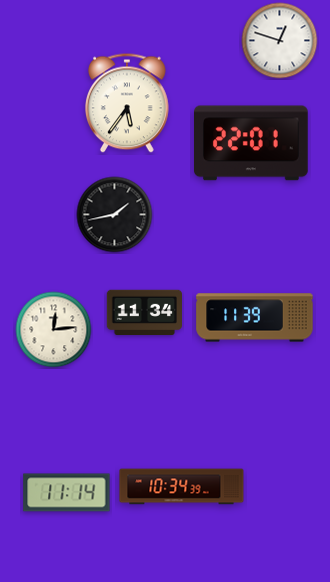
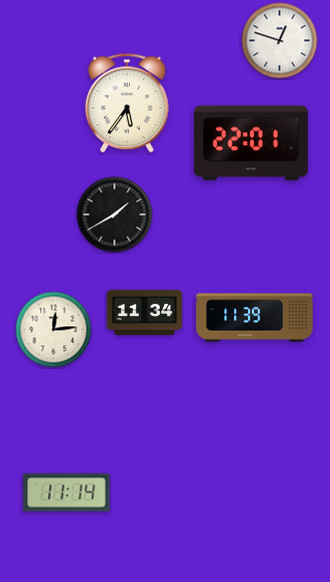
clock at (115, 215): 1:43 -> 1:40
clock at (182, 487): 10:34 -> none
